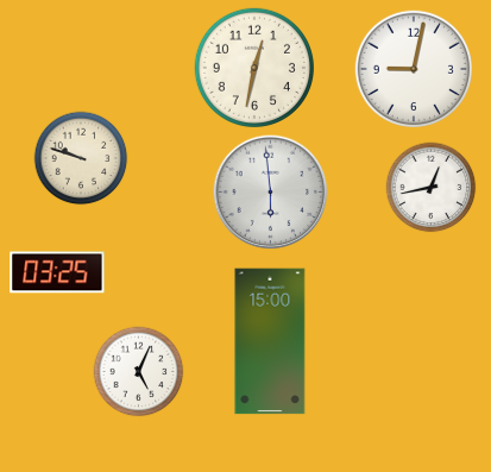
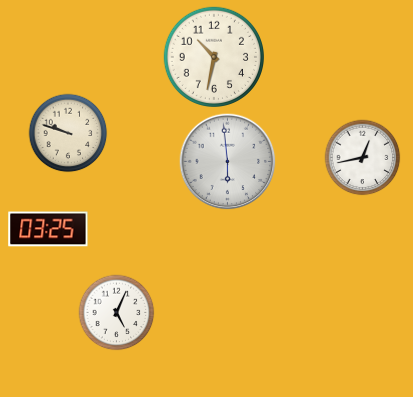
clock at (253, 67): 12:32 -> 10:32
clock at (413, 68): 9:02 -> none
clock at (270, 341): 15:00 -> none
